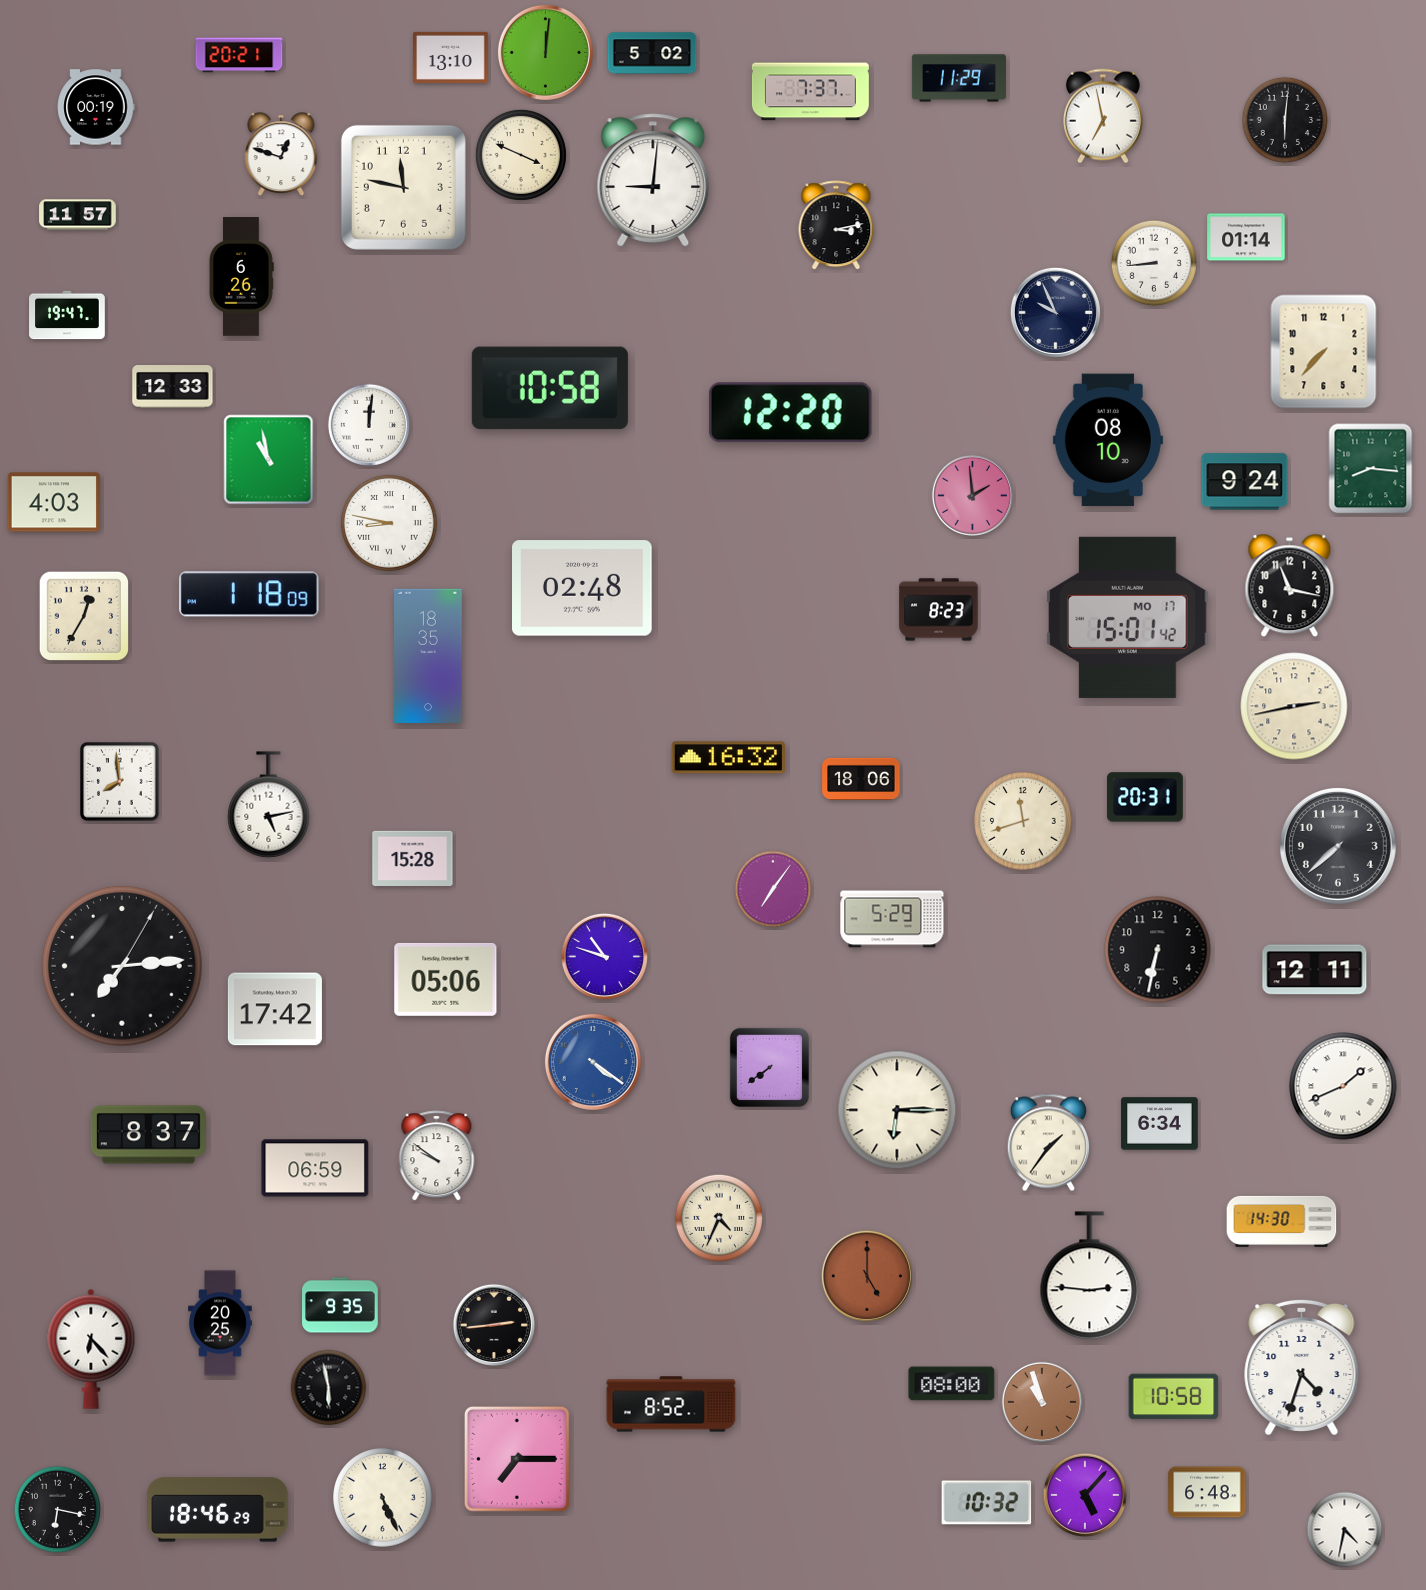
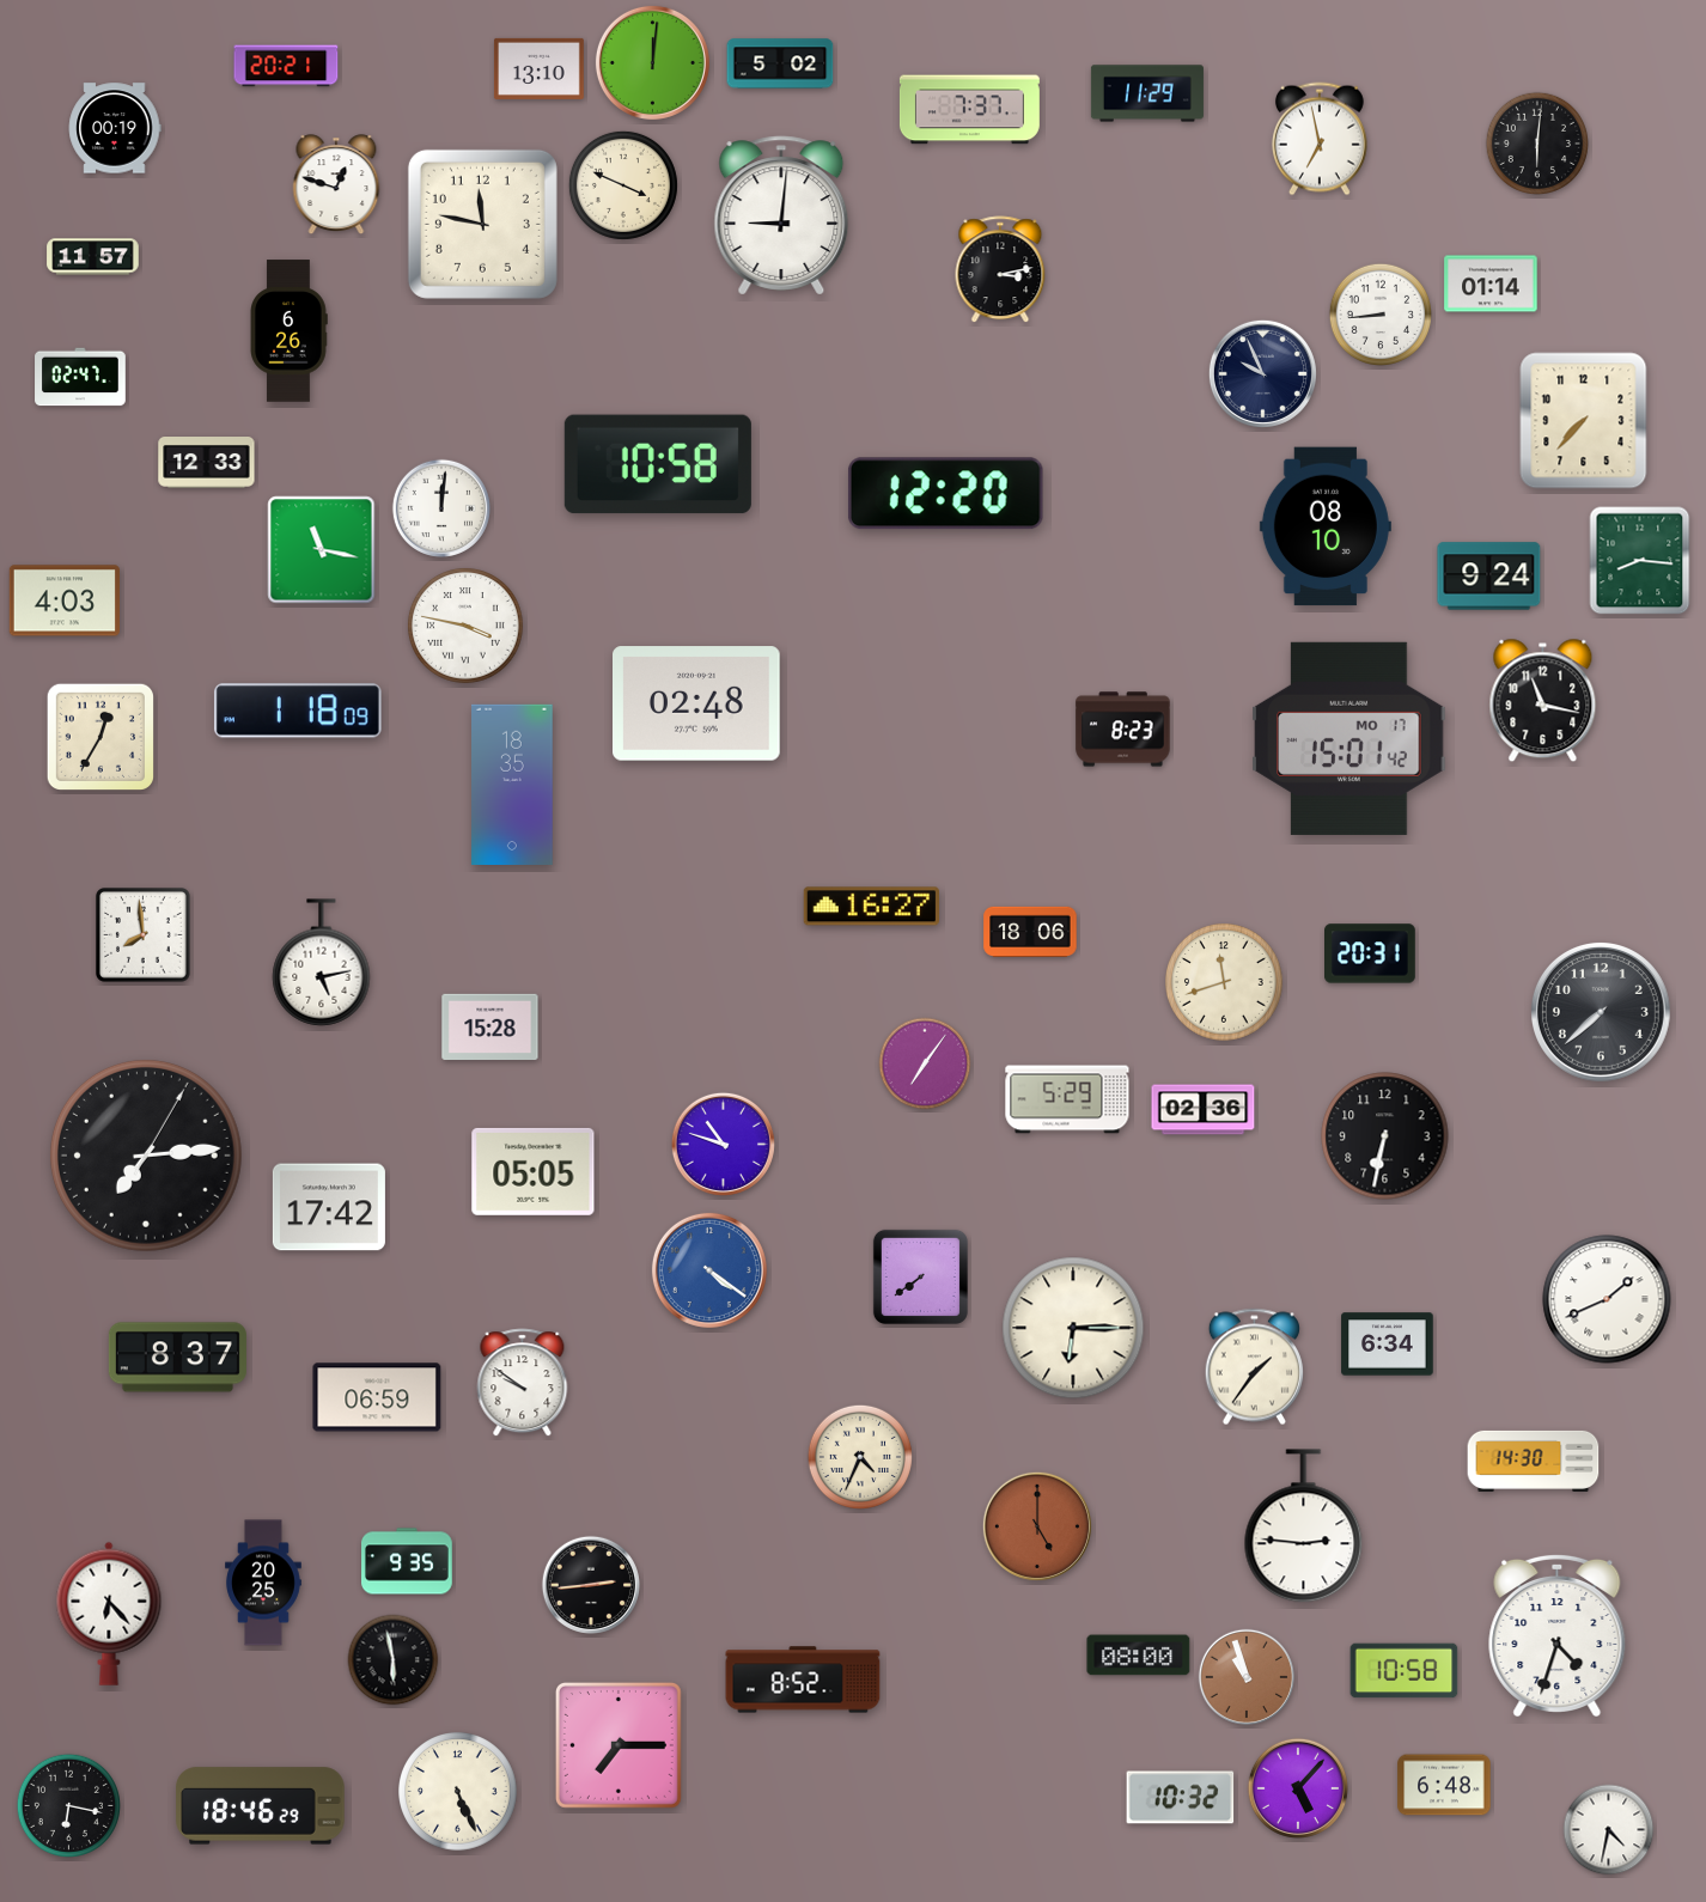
clock at (67, 315): 19:47 -> 02:47
clock at (269, 460): 10:58 -> 11:17
clock at (972, 495): 1:59 -> none
clock at (389, 523): 8:47 -> 3:47
clock at (1294, 706): 2:43 -> none
clock at (728, 758): 16:32 -> 16:27
clock at (413, 859) position: (413, 859) -> (491, 1028)
clock at (1204, 1110): none -> 02:36
clock at (1315, 970): 12:11 -> none
clock at (446, 979): 05:06 -> 05:05
